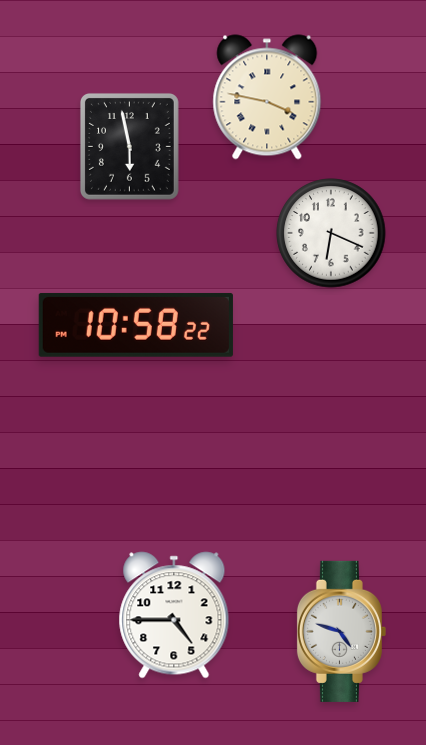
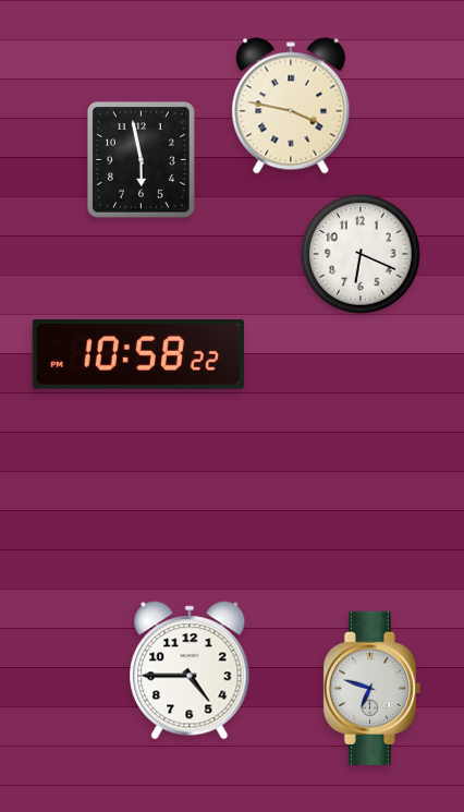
clock at (136, 325) position: (136, 325) -> (138, 354)
clock at (341, 631): 4:48 -> 6:48
